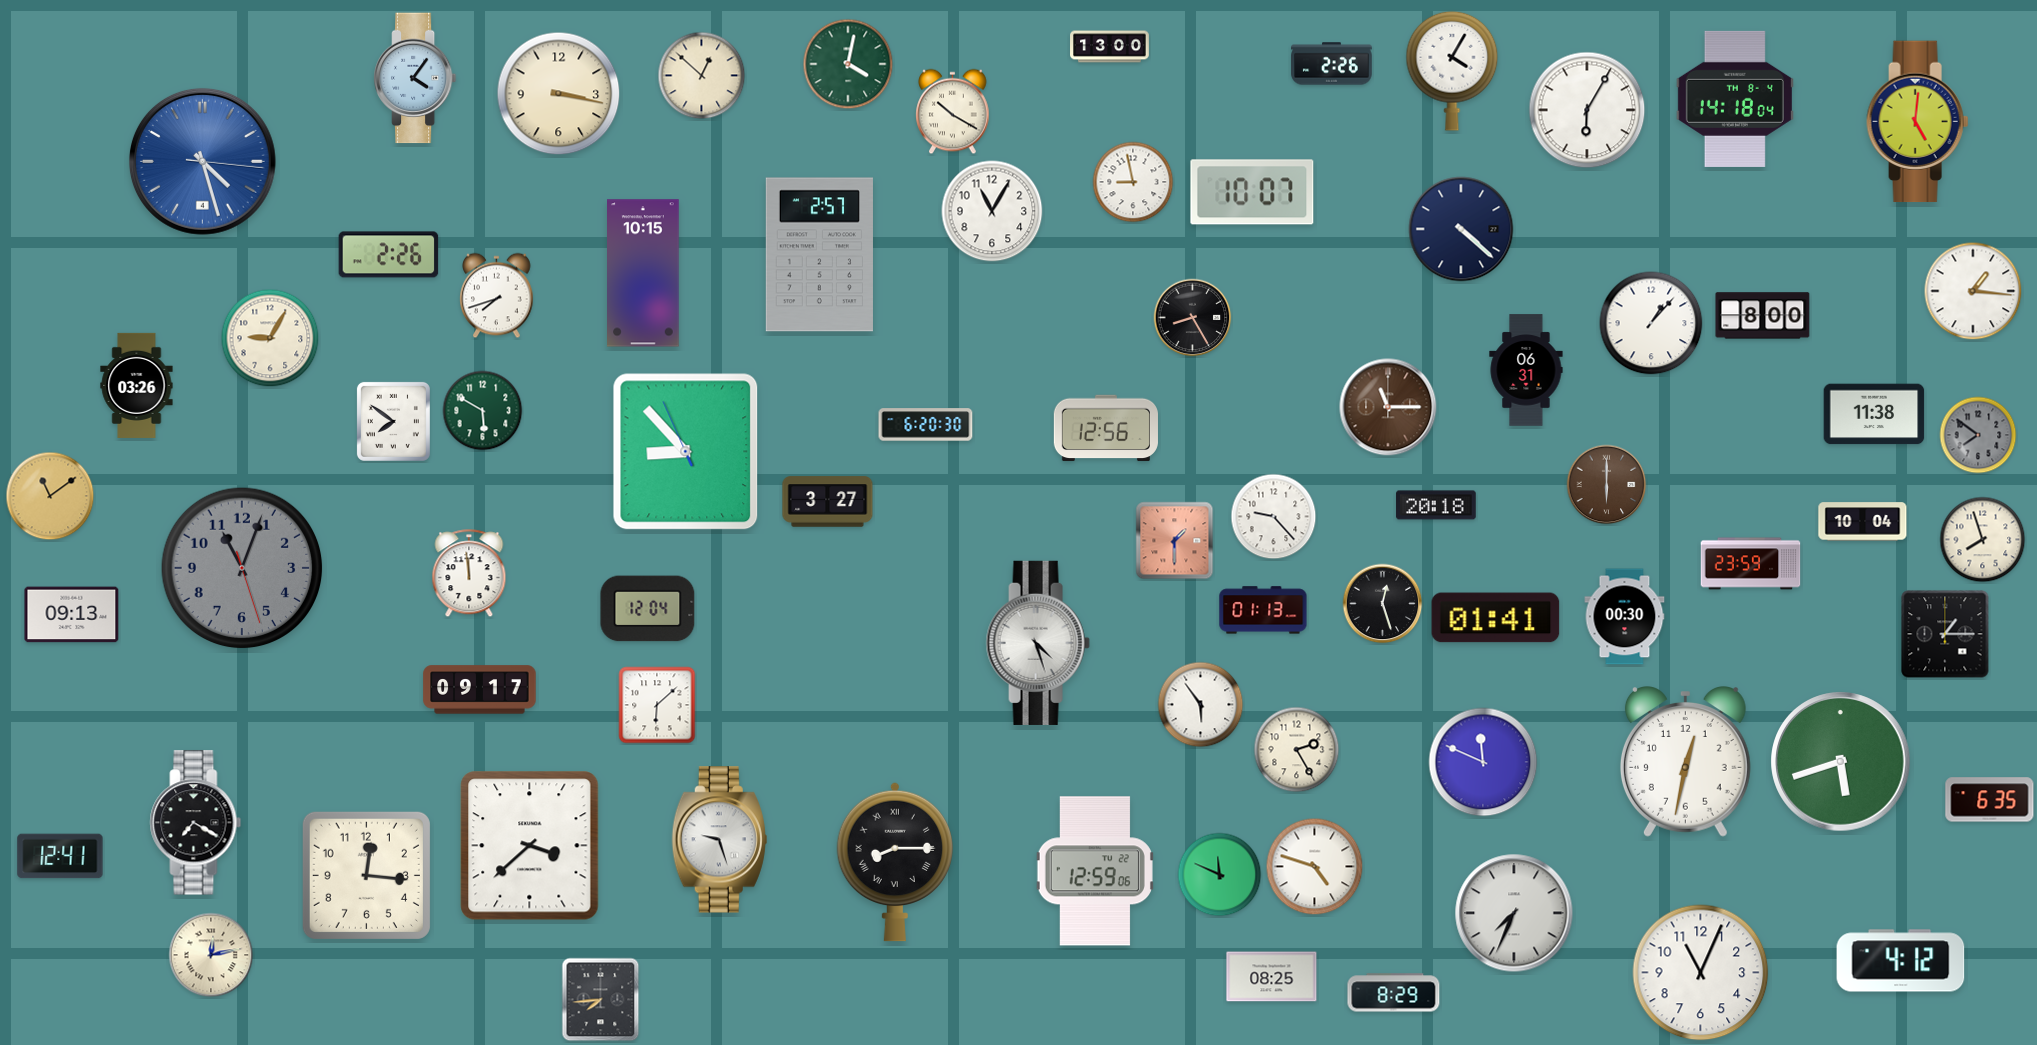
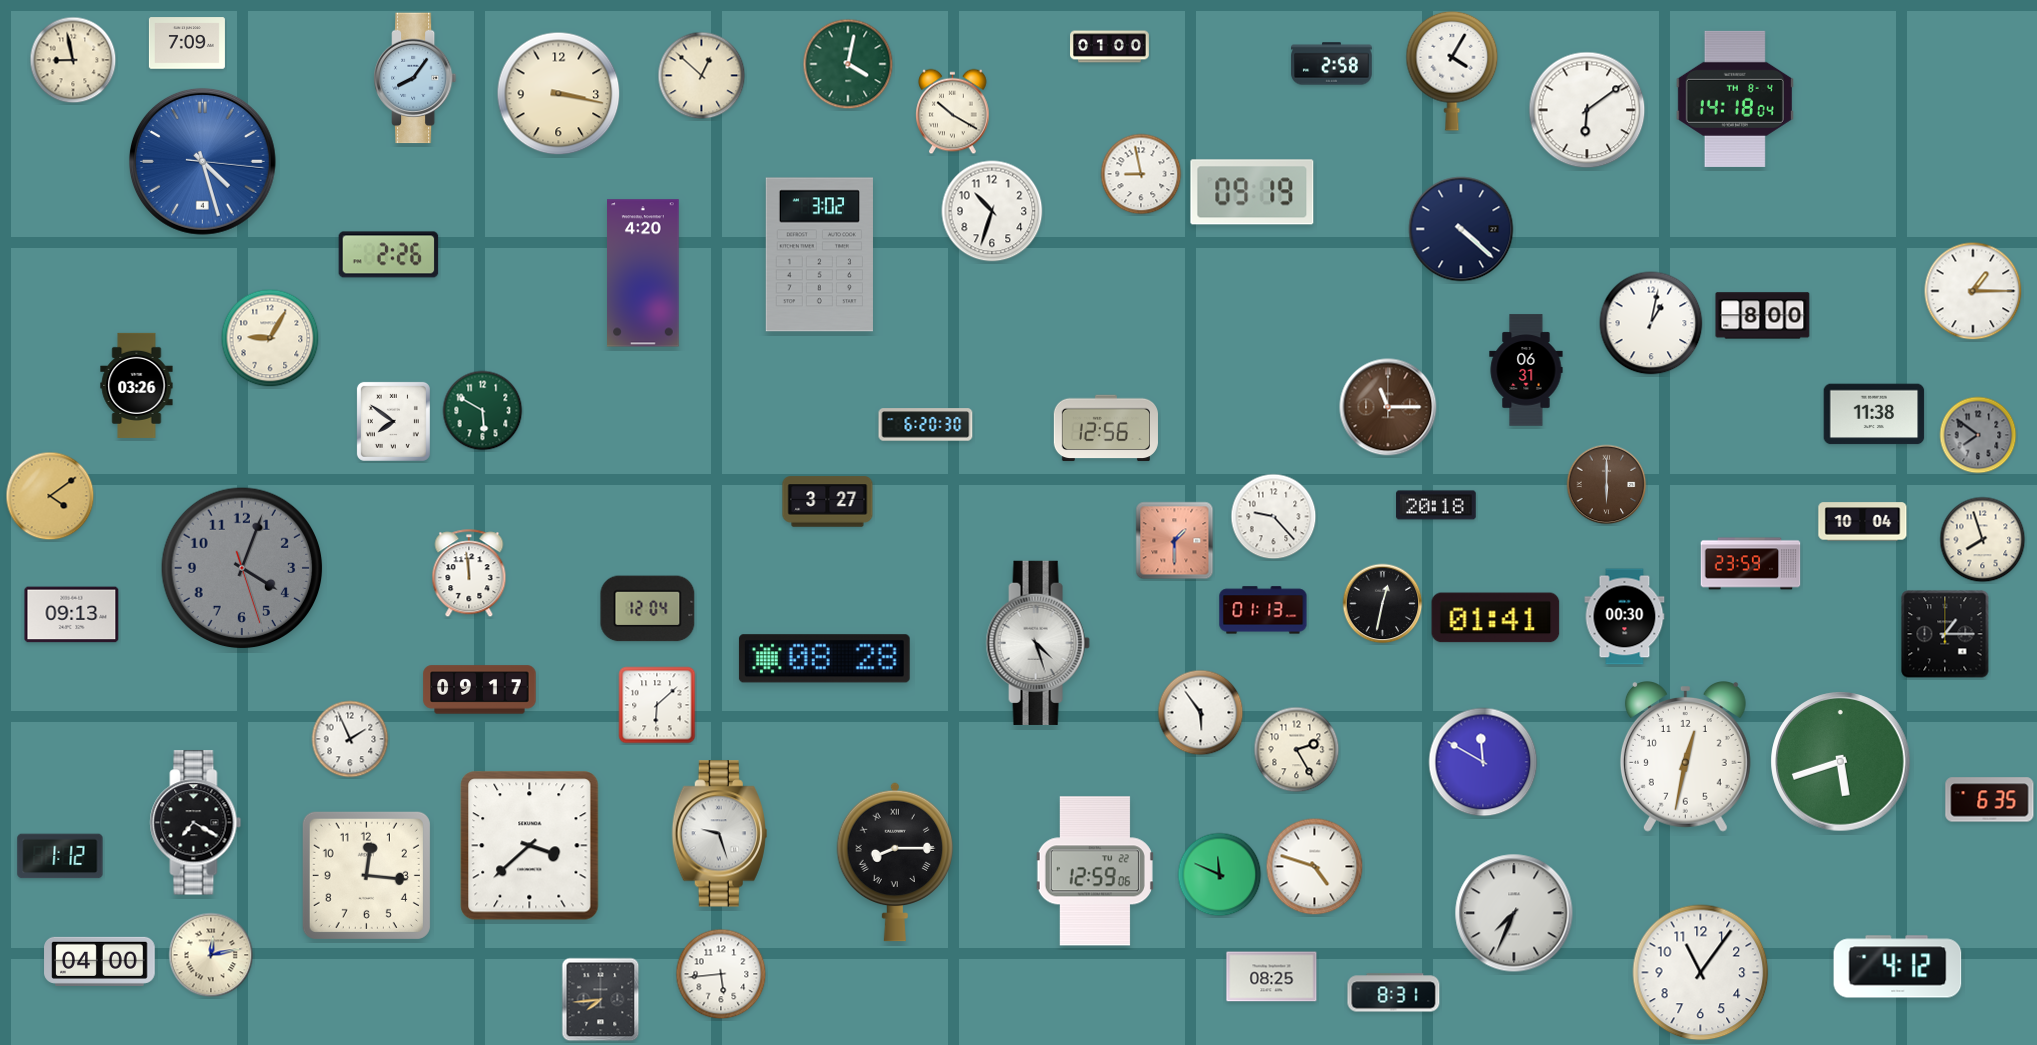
clock at (187, 43): none -> 7:09
clock at (1110, 47): 13:00 -> 01:00
clock at (73, 60): none -> 8:58
clock at (1332, 64): 2:26 -> 2:58
clock at (415, 78): 4:06 -> 8:06
clock at (1587, 110): 6:05 -> 6:09
clock at (1918, 122): 5:01 -> none
clock at (1133, 182) position: (1133, 182) -> (1141, 174)
clock at (1252, 192): 10:07 -> 09:19
clock at (992, 211): 11:05 -> 10:33
clock at (819, 255): 2:57 -> 3:02
clock at (644, 273): 10:15 -> 4:20
clock at (1973, 291): 1:16 -> 1:15
clock at (497, 296): 7:42 -> none
clock at (1193, 318): 8:25 -> none
clock at (1651, 323): 1:07 -> 1:02
clock at (686, 452): 8:52 -> none
clock at (50, 496): 11:09 -> 4:09
clock at (242, 568): 11:03 -> 4:03
clock at (1383, 604): 12:27 -> 12:32
clock at (824, 659): none -> 08:28
clock at (1201, 705) position: (1201, 705) -> (1201, 713)
clock at (350, 739): none -> 1:56
clock at (1483, 762): 11:49 -> 11:50
clock at (1685, 762) position: (1685, 762) -> (1685, 757)
clock at (719, 840) position: (719, 840) -> (719, 834)
clock at (60, 856): 12:41 -> 1:12
clock at (100, 961): none -> 04:00
clock at (1901, 961) position: (1901, 961) -> (1898, 967)
clock at (1701, 973): 11:04 -> 11:06
clock at (721, 974): none -> 5:44
clock at (1394, 993): 8:29 -> 8:31
